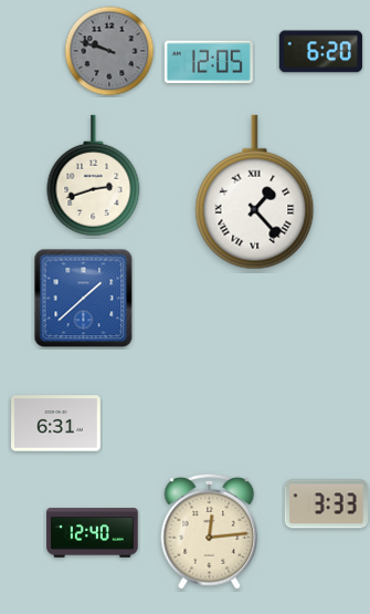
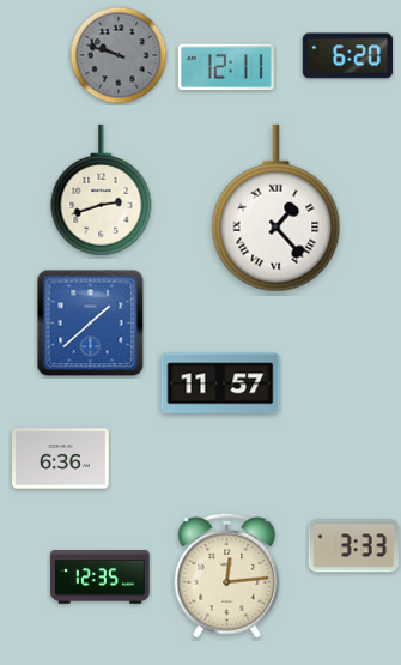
clock at (209, 62): 12:05 -> 12:11
clock at (220, 383): none -> 11:57
clock at (56, 424): 6:31 -> 6:36
clock at (93, 533): 12:40 -> 12:35
